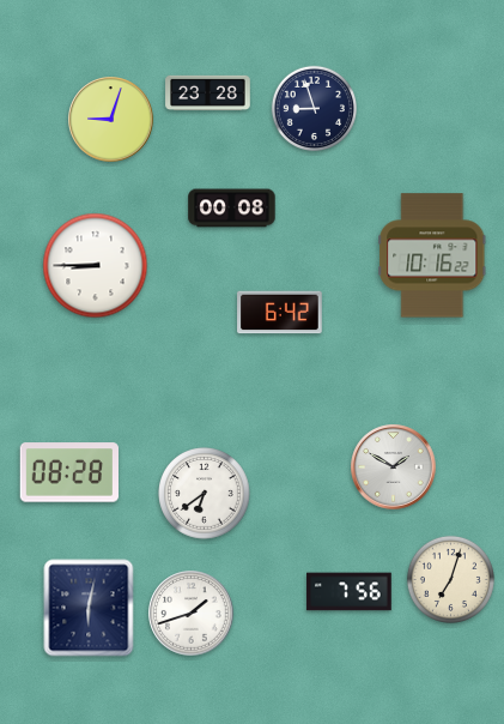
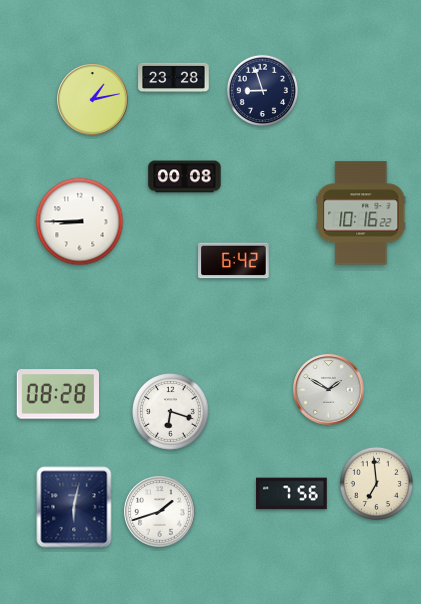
clock at (111, 120): 9:03 -> 1:13
clock at (232, 209) position: (232, 209) -> (185, 177)
clock at (205, 494): 6:39 -> 6:18
clock at (450, 579): 7:03 -> 6:59
